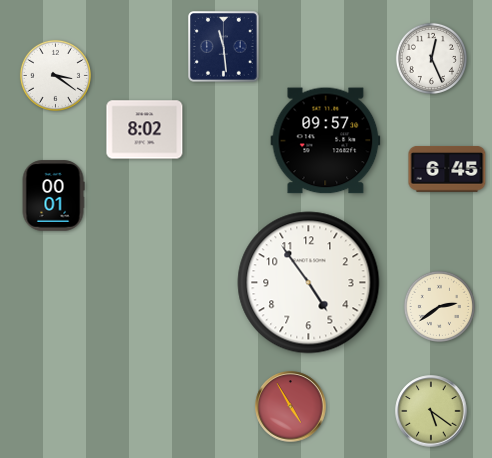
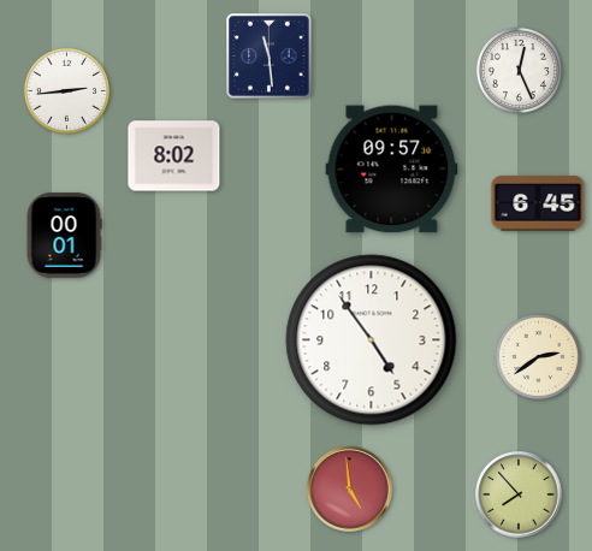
clock at (55, 75): 3:21 -> 2:44
clock at (439, 306) position: (439, 306) -> (538, 356)
clock at (291, 407): 4:55 -> 4:59
clock at (431, 411): 5:21 -> 7:53
